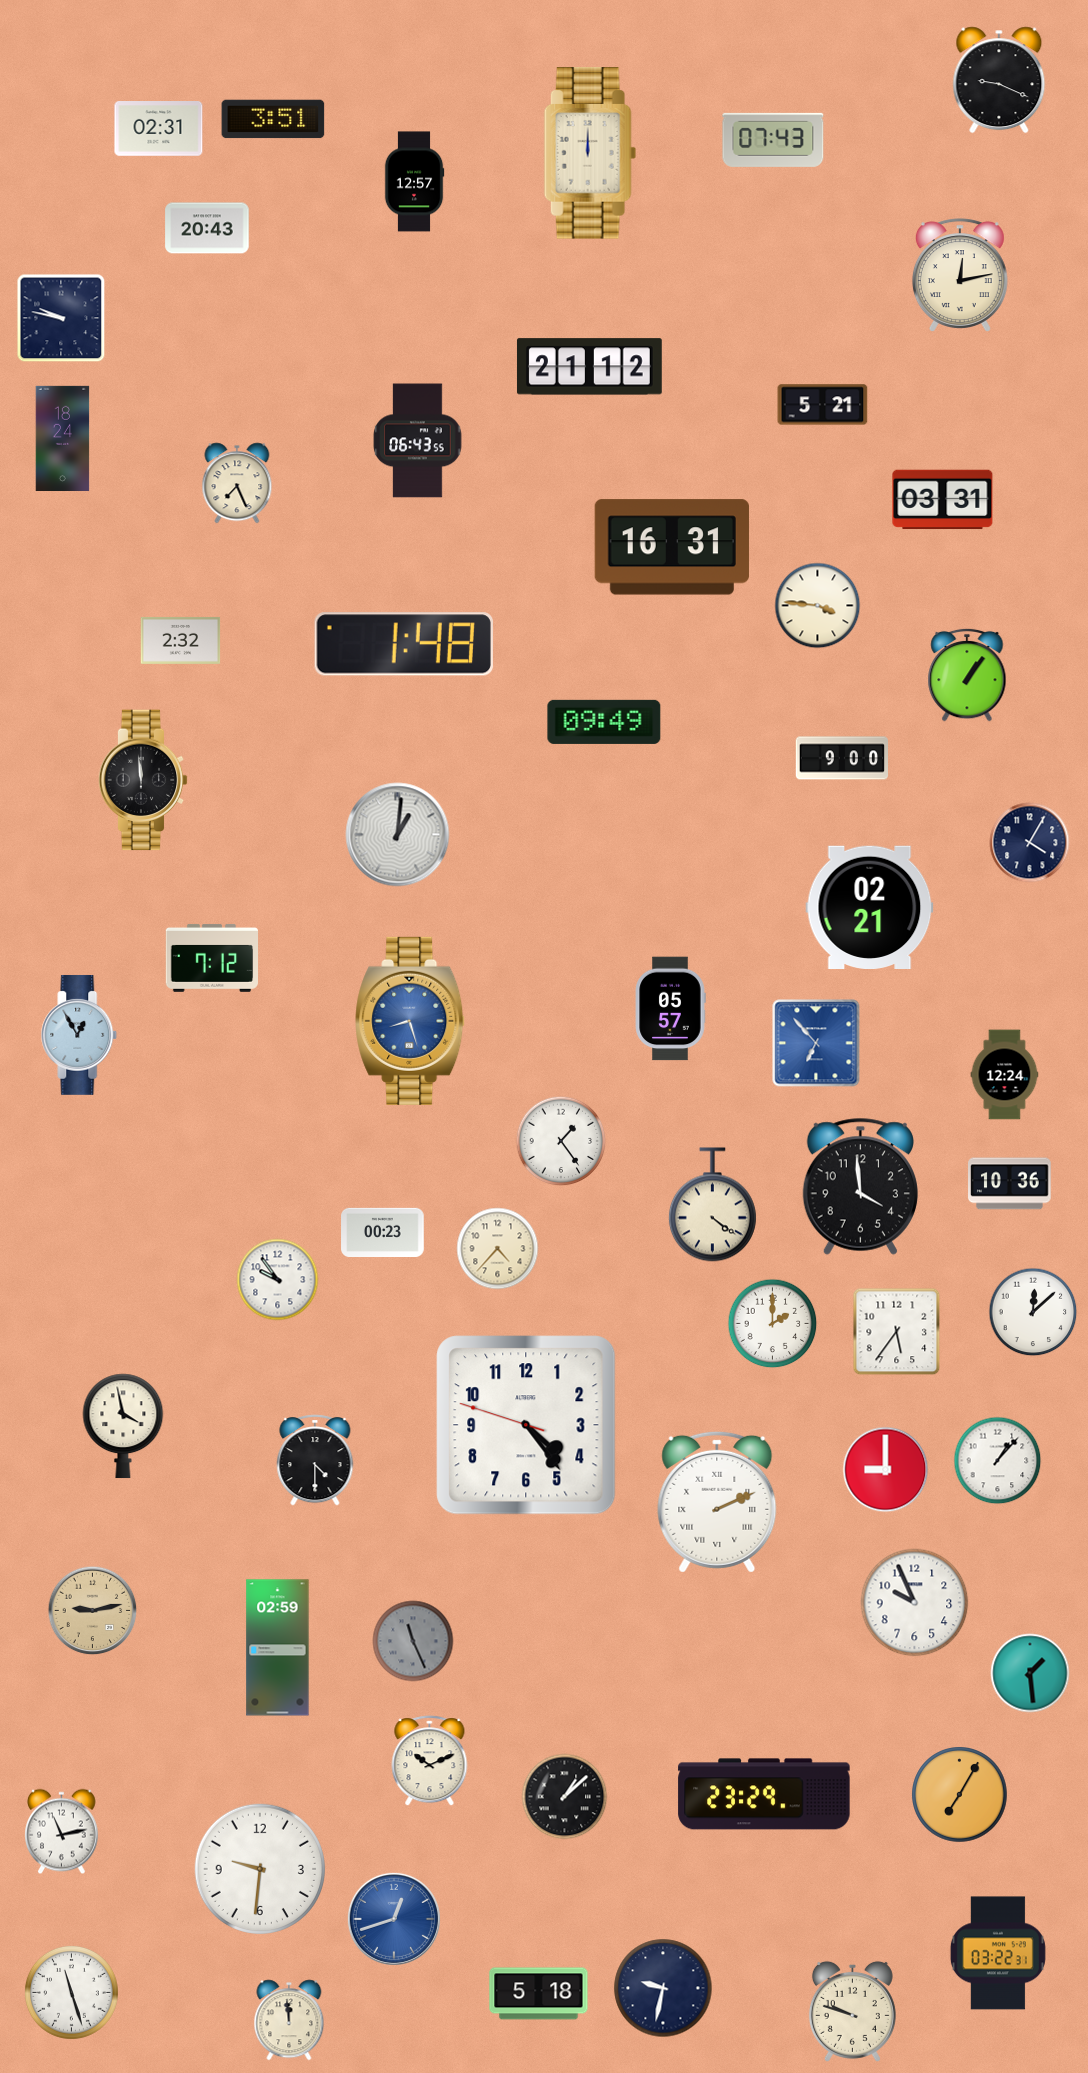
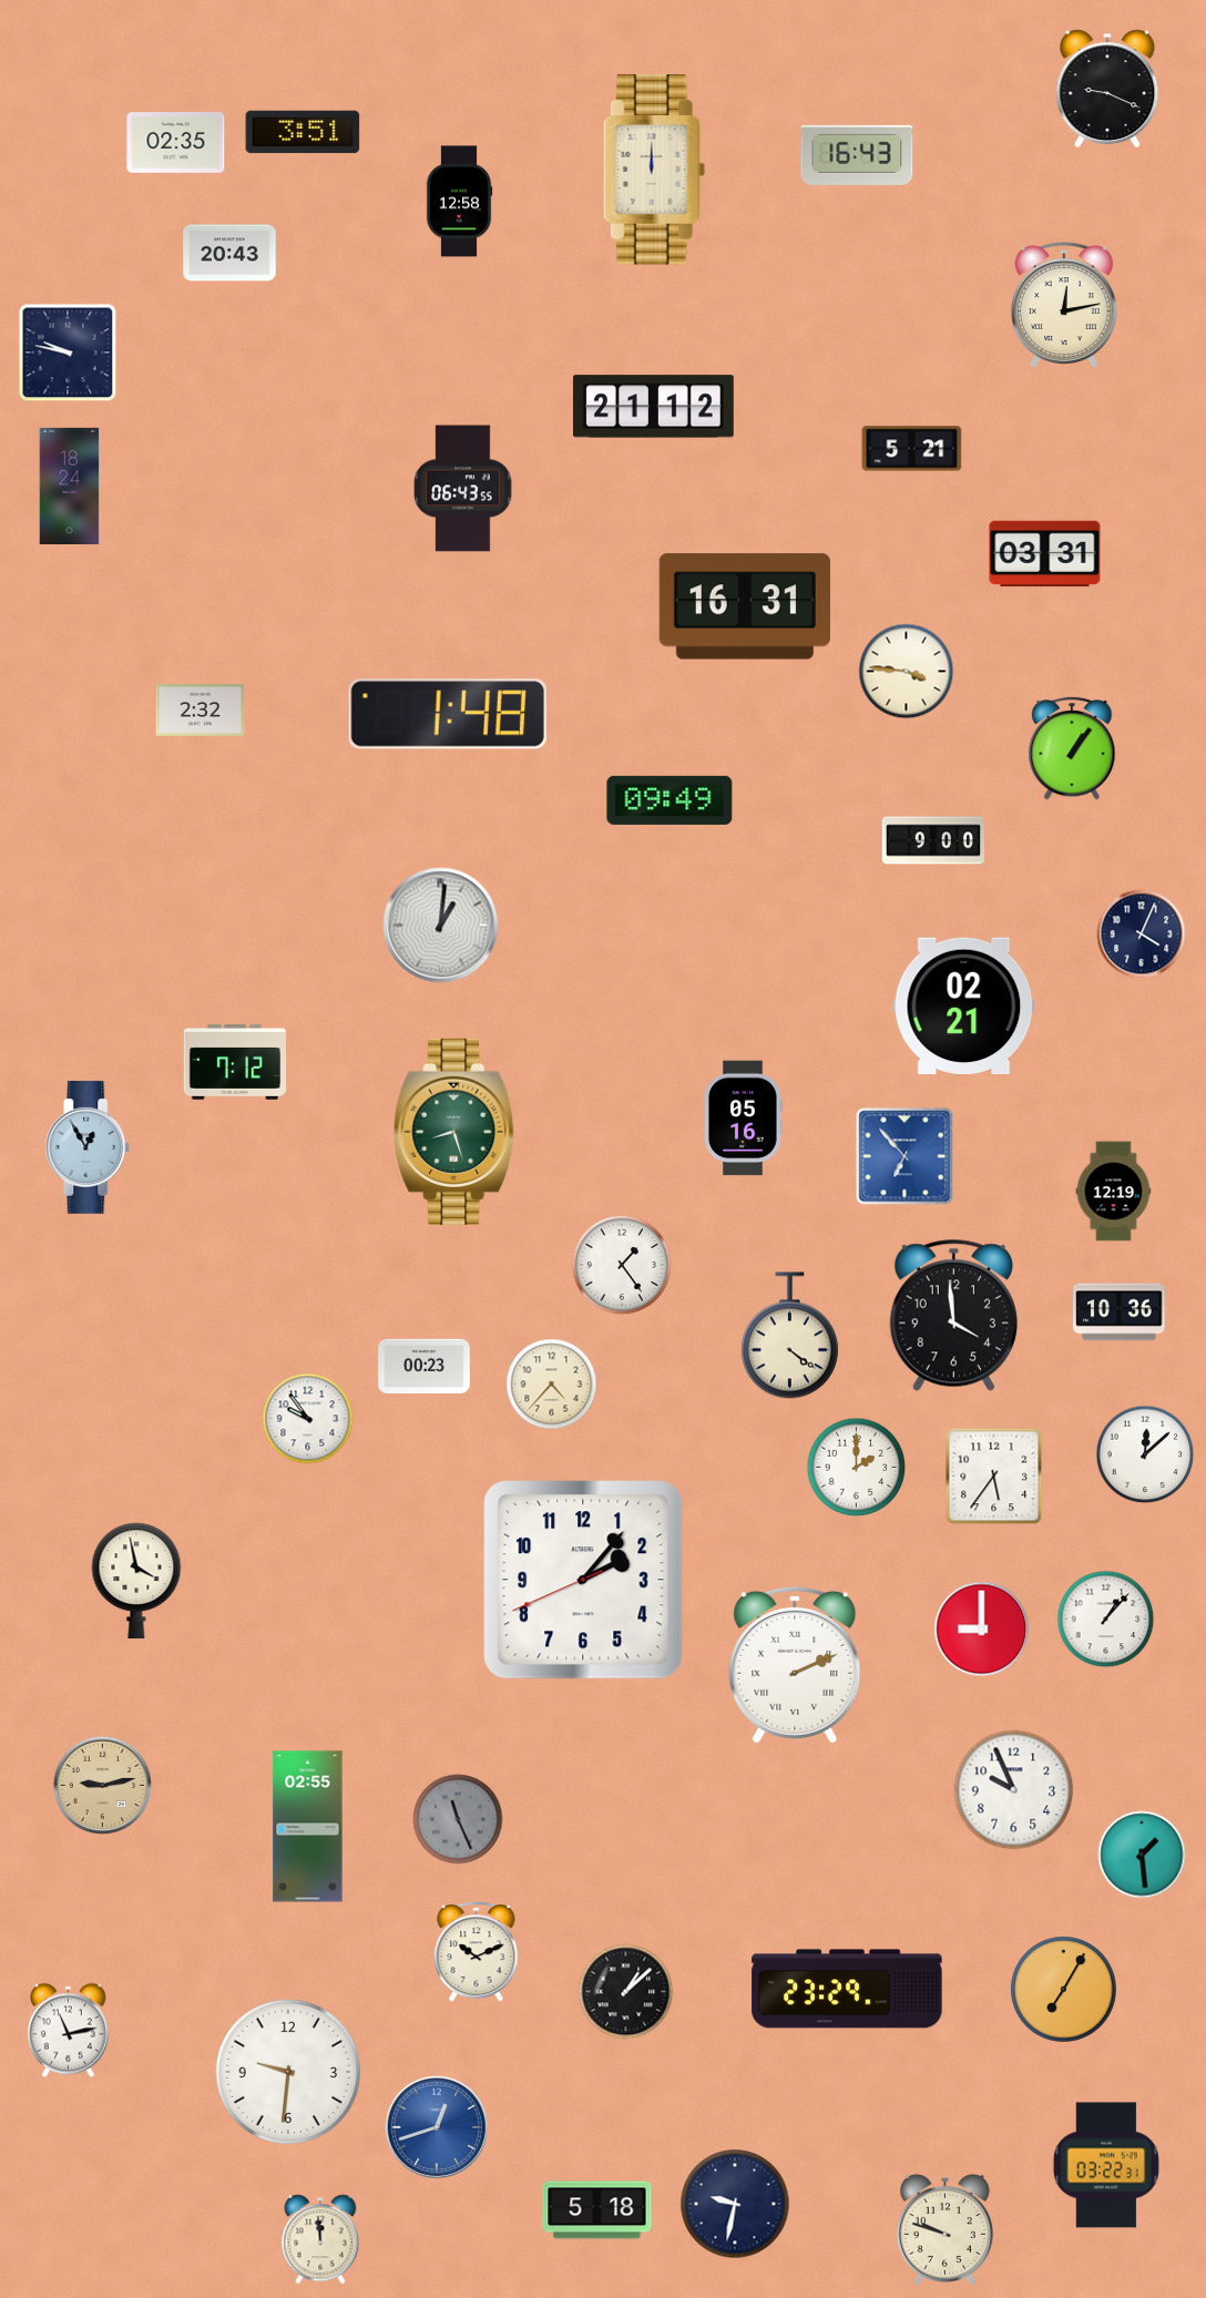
clock at (159, 129): 02:31 -> 02:35
clock at (773, 140): 07:43 -> 16:43
clock at (414, 182): 12:57 -> 12:58
clock at (237, 483): 7:26 -> none
clock at (143, 780): 11:59 -> none
clock at (1030, 843): 4:05 -> 4:04
clock at (670, 1009): 05:57 -> 05:16
clock at (411, 1021) dial: blue -> green
clock at (1005, 1075): 12:24 -> 12:19
clock at (526, 1425): 4:23 -> 2:06
clock at (315, 1460): 4:30 -> none
clock at (915, 1603) position: (915, 1603) -> (1014, 1790)
clock at (278, 1648): 02:59 -> 02:55
clock at (71, 1992): 11:27 -> none
